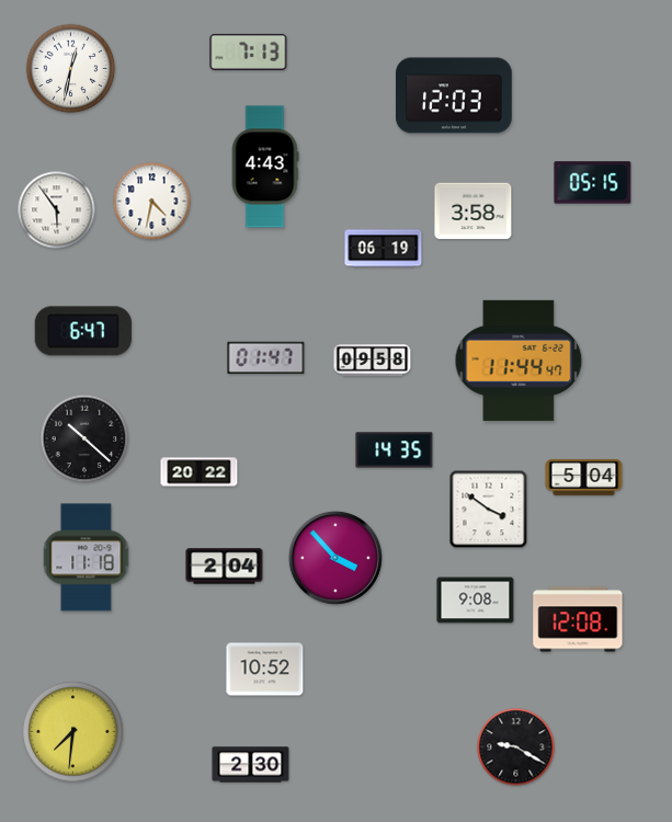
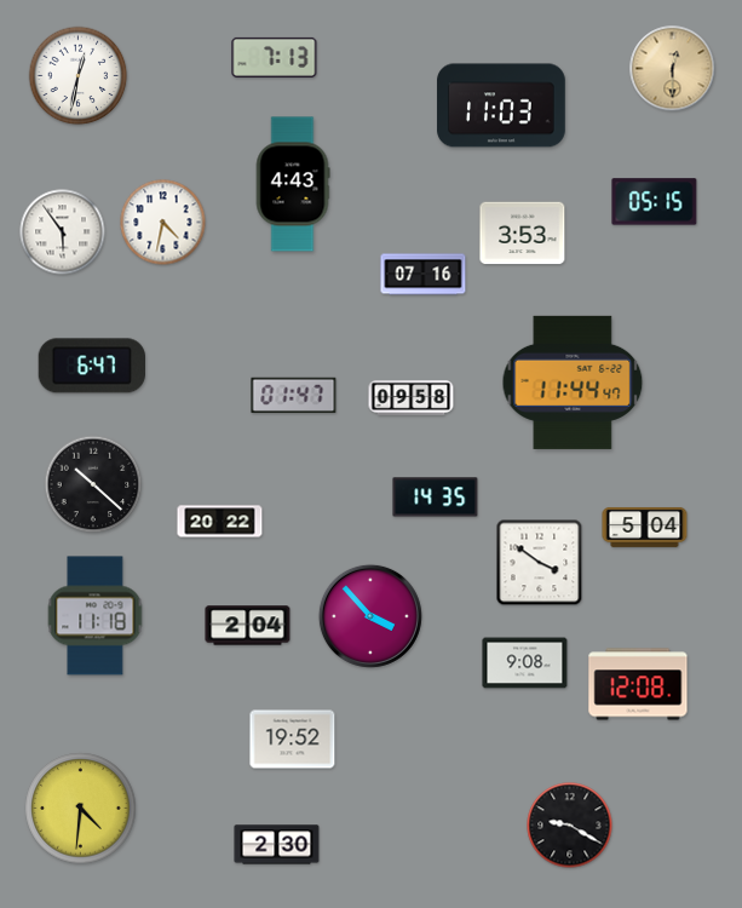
clock at (673, 69): none -> 12:30
clock at (454, 95): 12:03 -> 11:03
clock at (152, 202) position: (152, 202) -> (163, 223)
clock at (474, 212): 3:58 -> 3:53
clock at (384, 249): 06:19 -> 07:16
clock at (519, 361) position: (519, 361) -> (573, 383)
clock at (265, 670): 10:52 -> 19:52
clock at (73, 732): 7:31 -> 4:31
